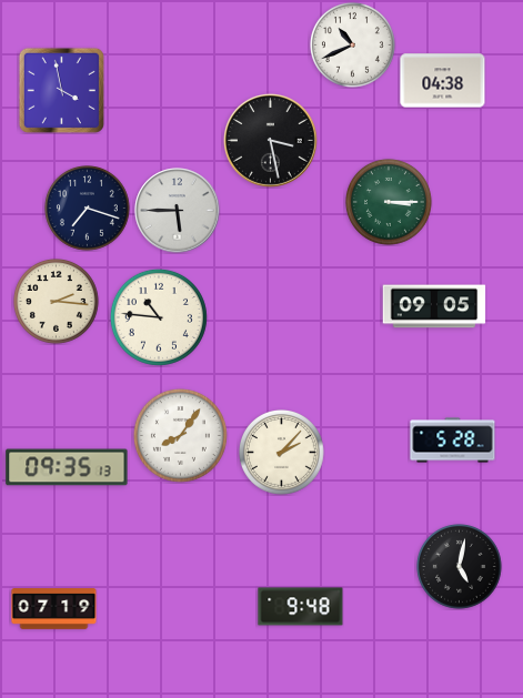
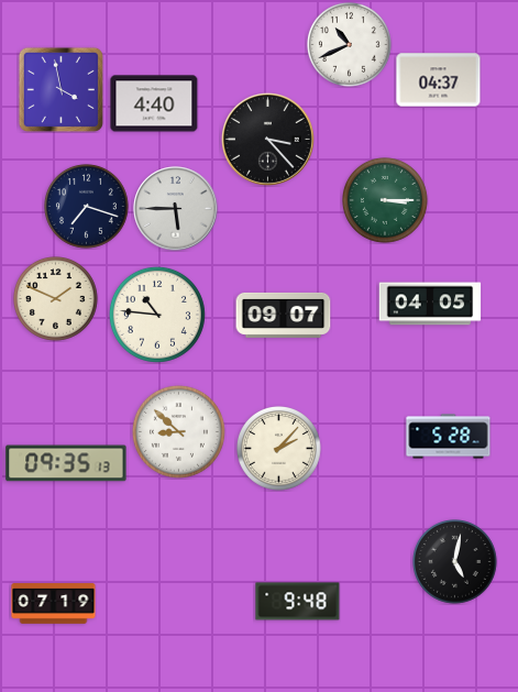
clock at (443, 81): 04:38 -> 04:37
clock at (154, 103): none -> 4:40
clock at (271, 141): 3:28 -> 3:23
clock at (57, 302): 2:16 -> 1:49
clock at (434, 306): 09:05 -> 04:05
clock at (284, 315): none -> 09:07
clock at (180, 435): 8:06 -> 8:52
